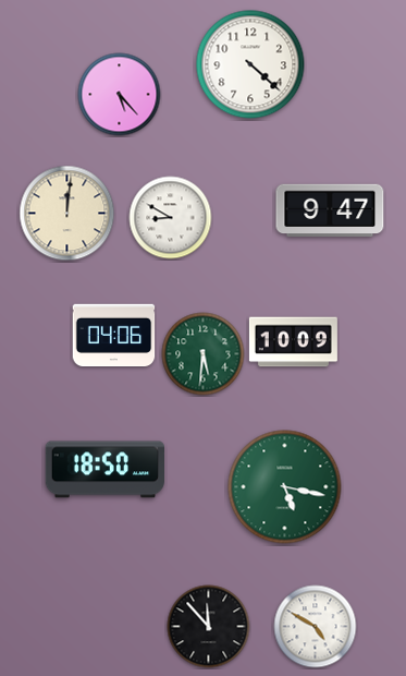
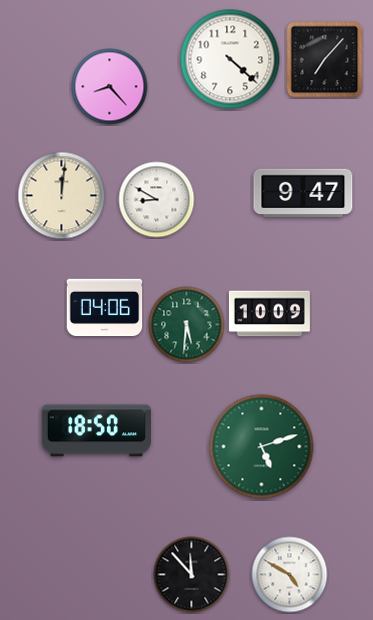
clock at (325, 60): none -> 7:07
clock at (120, 95): 5:23 -> 8:23
clock at (285, 487): 5:17 -> 5:12
